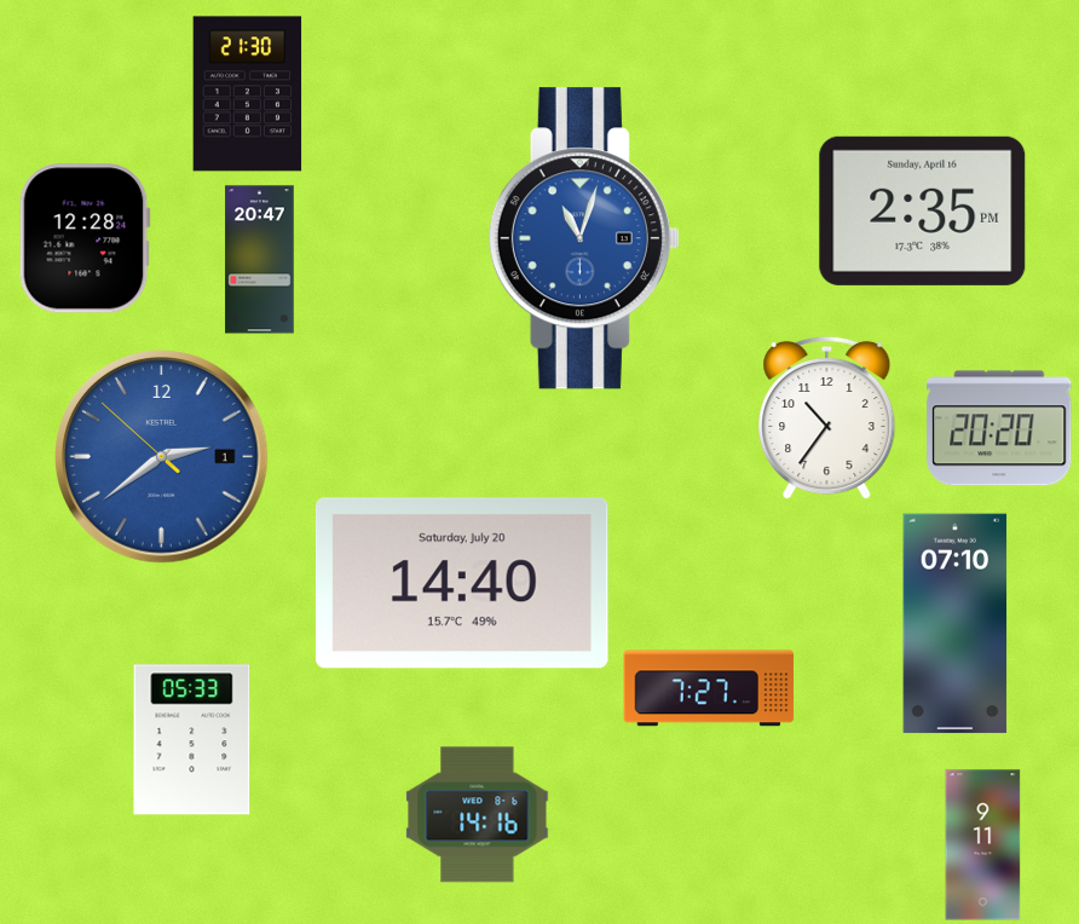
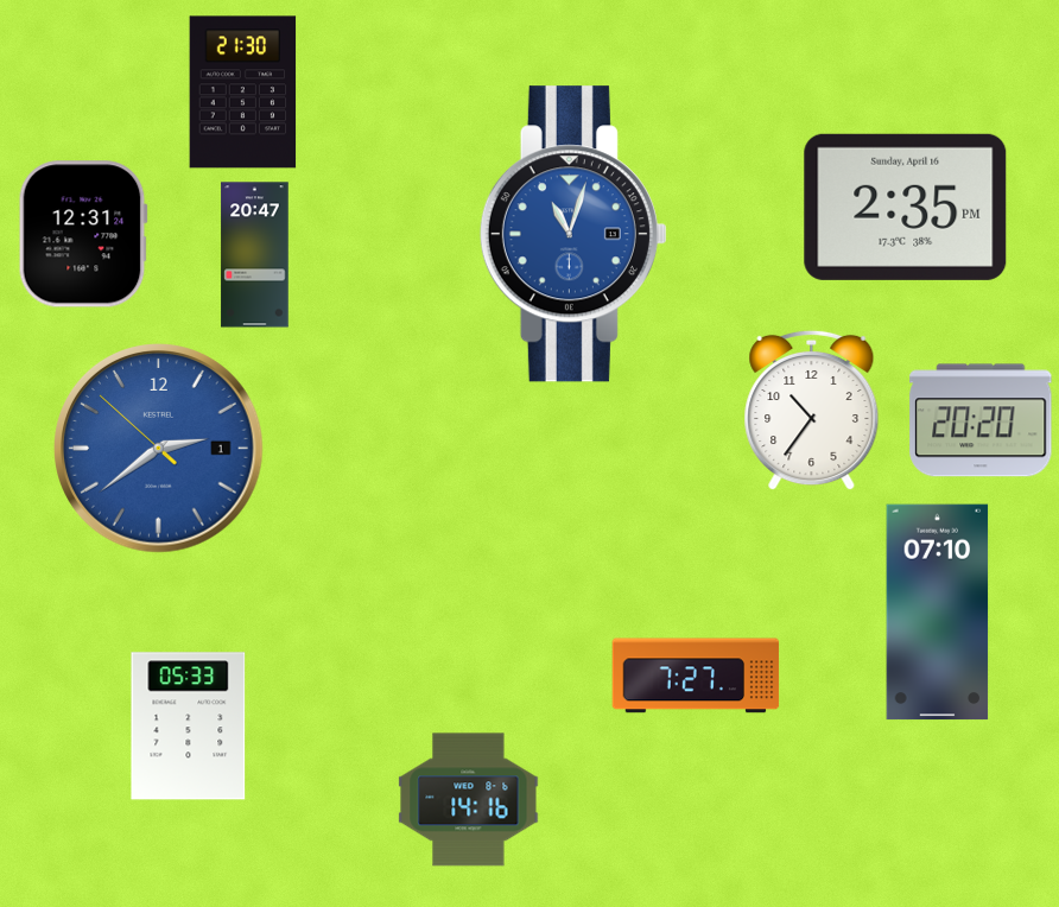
clock at (85, 238): 12:28 -> 12:31
clock at (462, 583): 14:40 -> none
clock at (983, 845): 9:11 -> none
